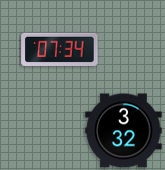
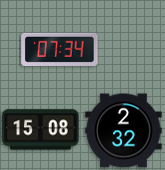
clock at (41, 130): none -> 15:08
clock at (124, 131): 3:32 -> 2:32
